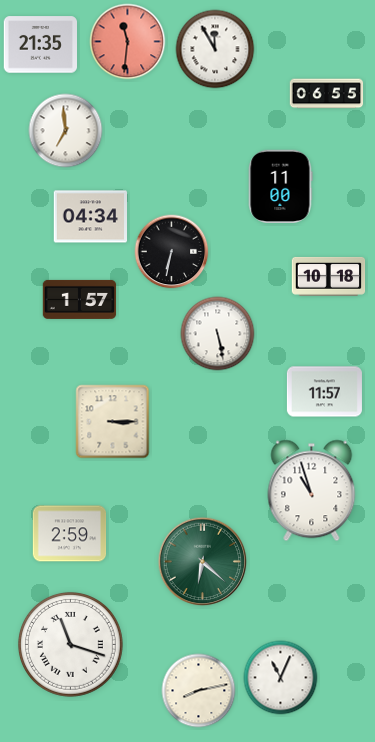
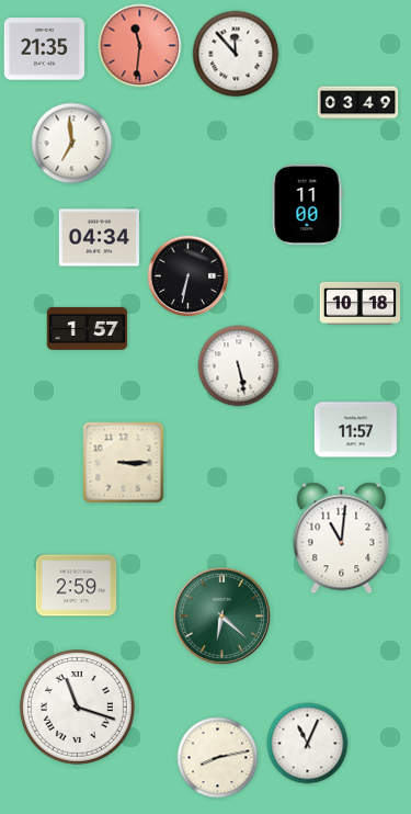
clock at (215, 49): 11:55 -> 11:53
clock at (327, 94): 06:55 -> 03:49
clock at (312, 491): 10:57 -> 11:01
